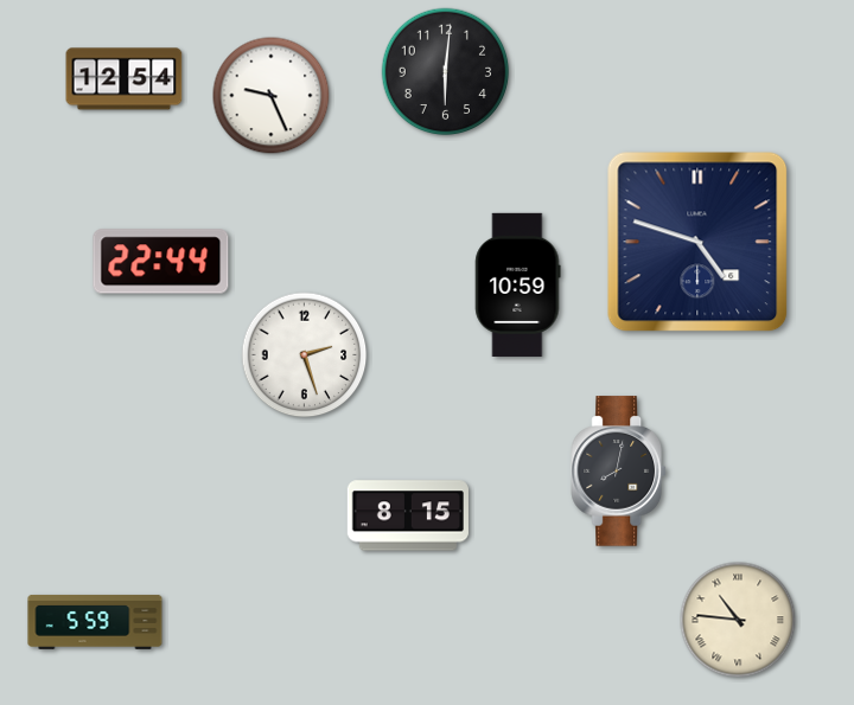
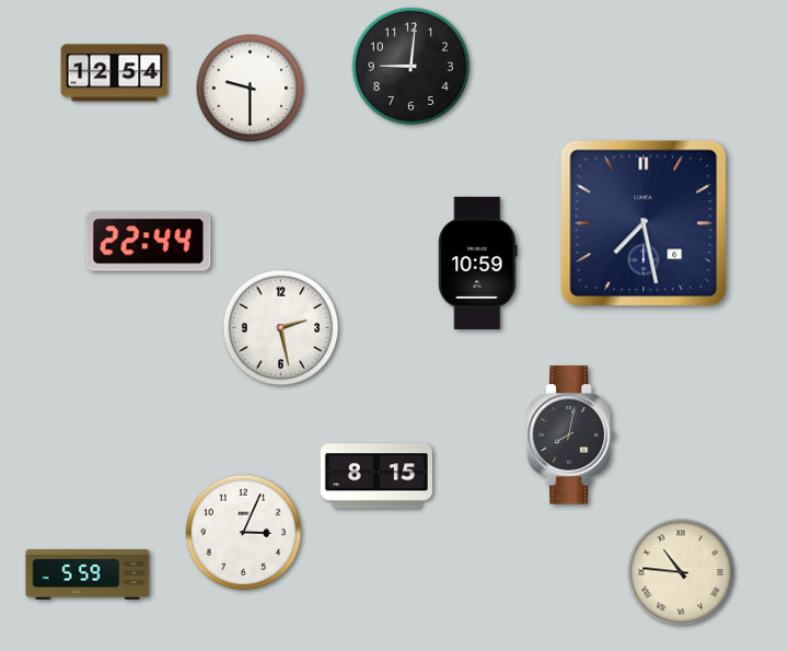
clock at (446, 72): 6:01 -> 9:01
clock at (272, 96): 9:26 -> 9:30
clock at (697, 242): 4:48 -> 7:28
clock at (305, 355): 2:27 -> 2:28
clock at (244, 533): none -> 3:04
